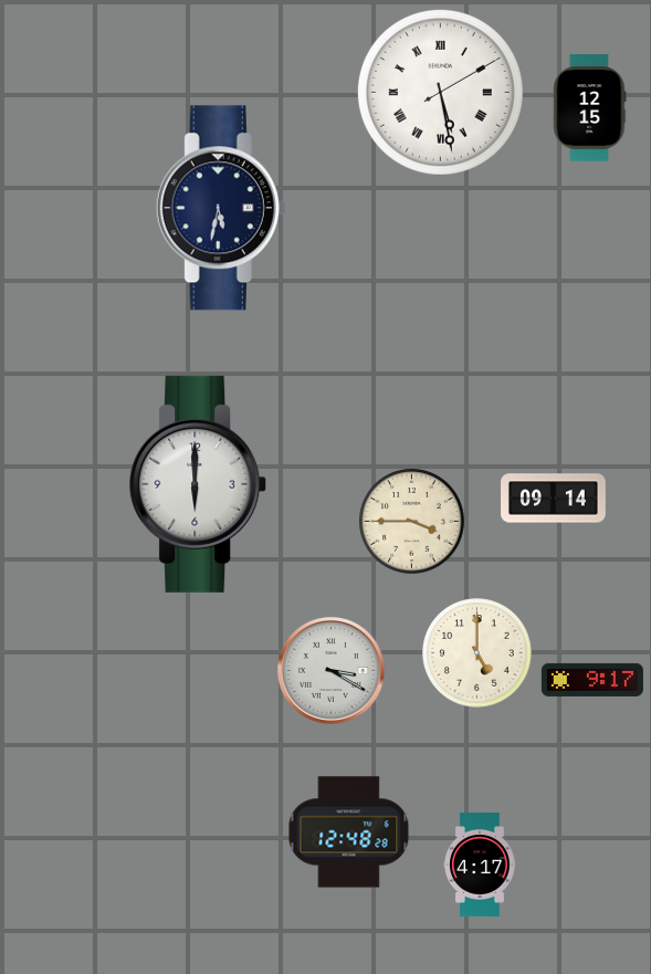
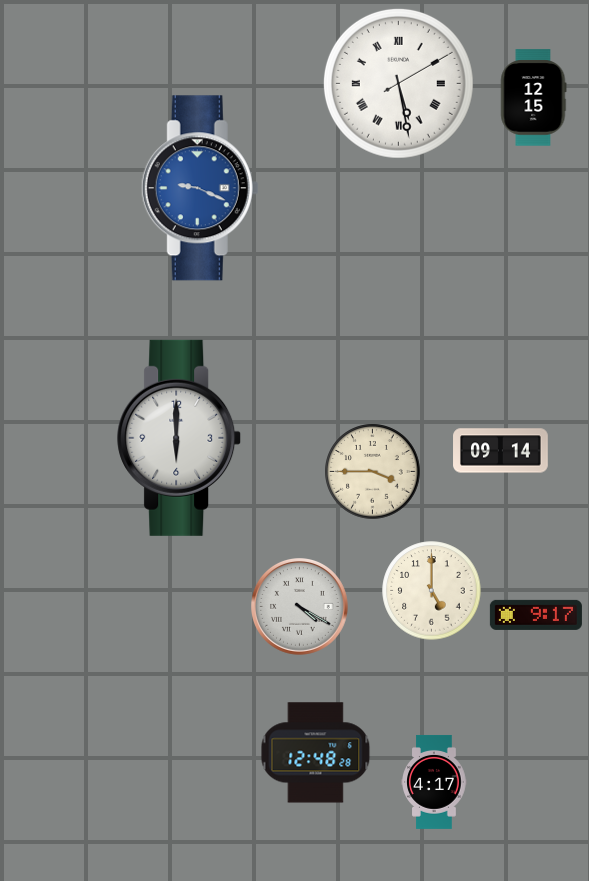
clock at (221, 208): 5:32 -> 9:19
clock at (221, 208) dial: navy -> blue
clock at (332, 671): 3:20 -> 4:20
